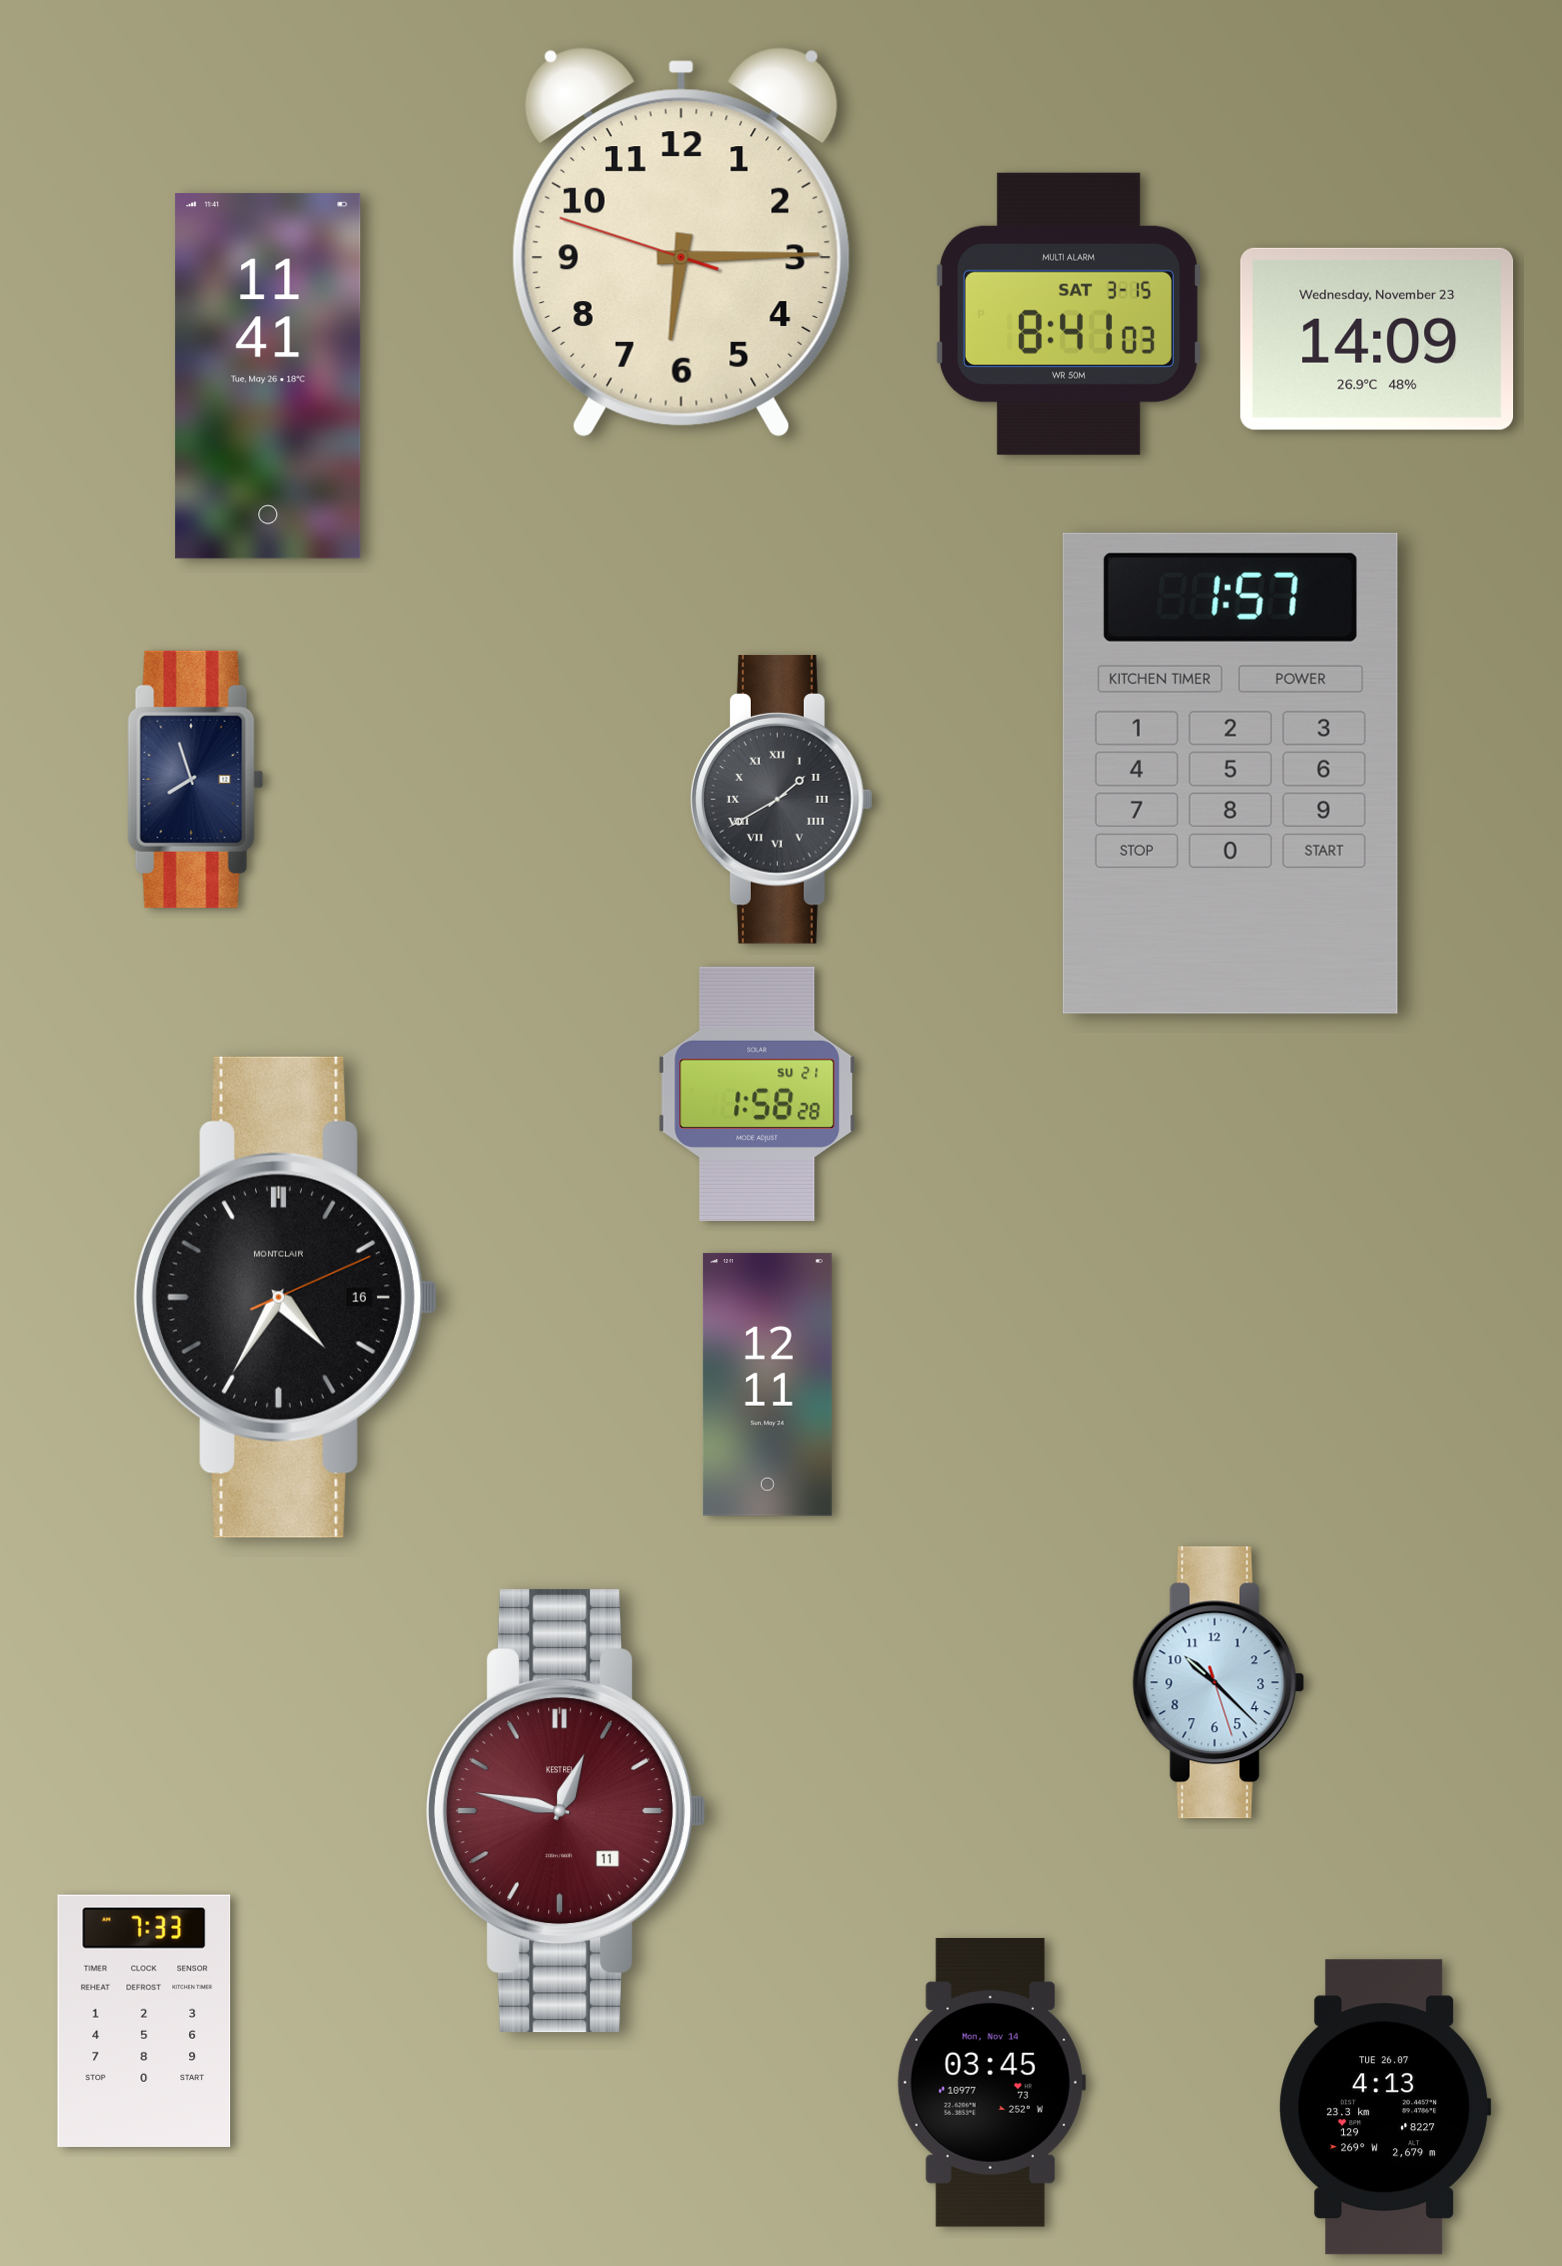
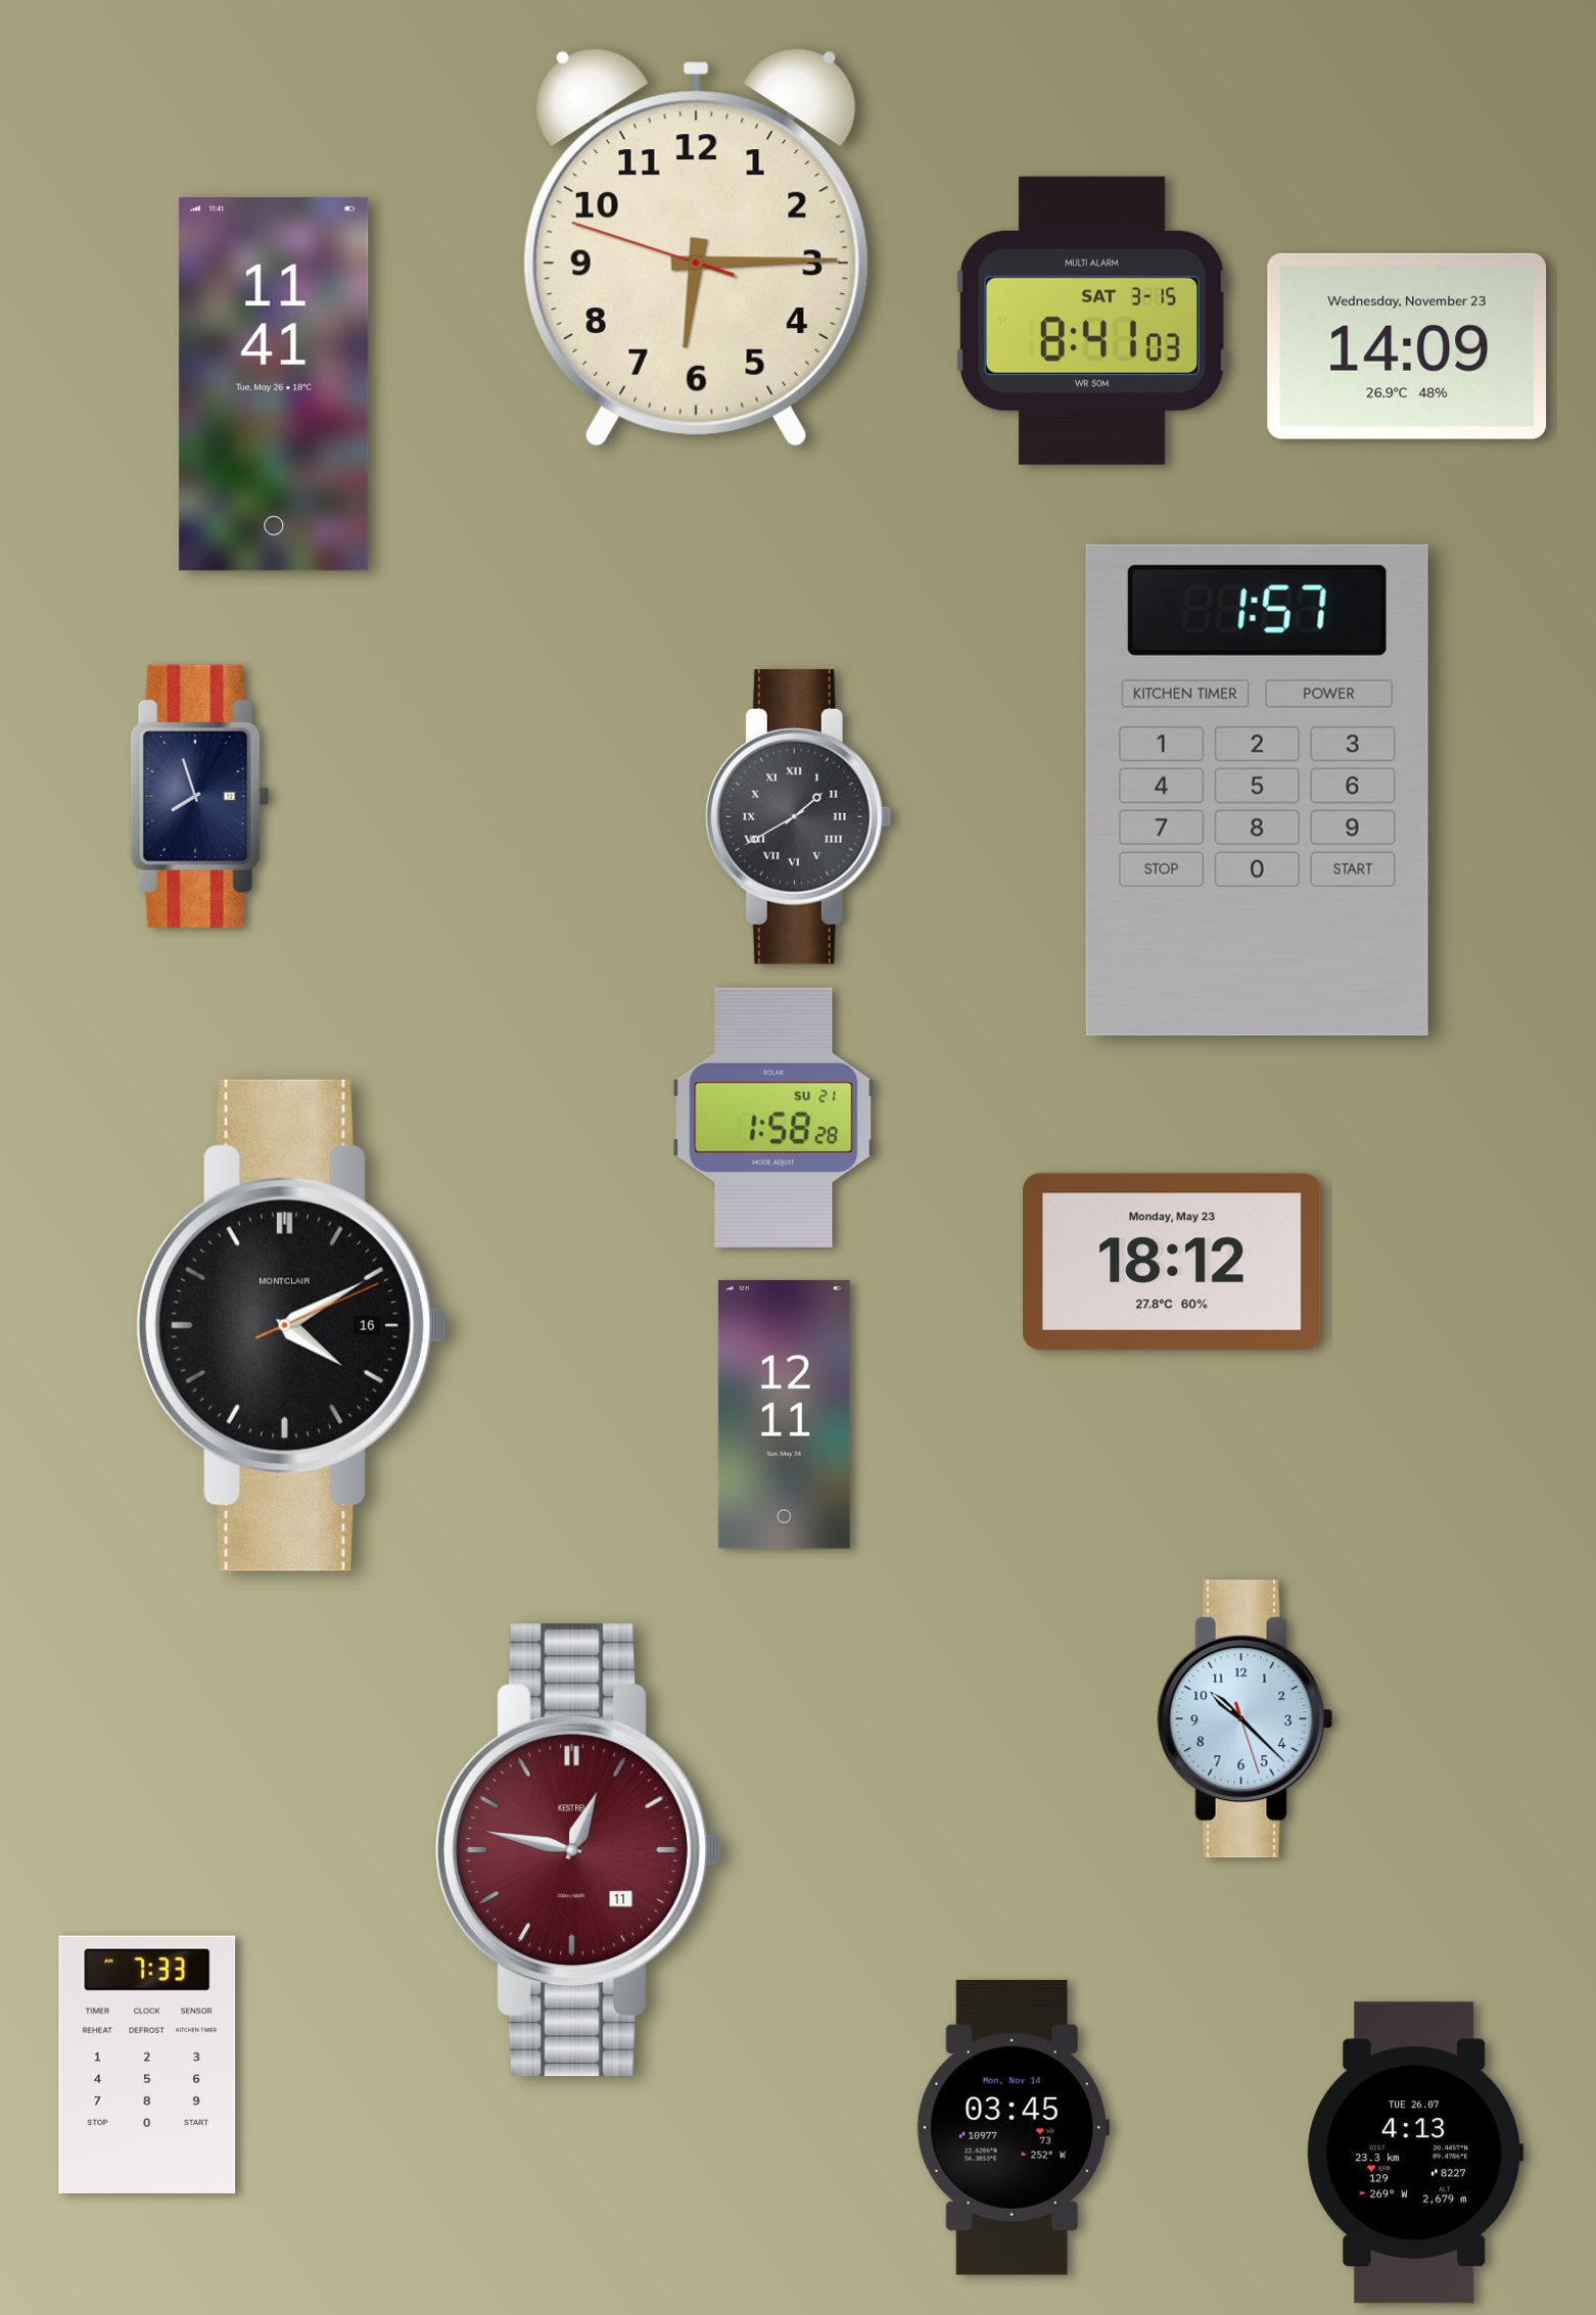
clock at (1172, 1262): none -> 18:12
clock at (286, 1297): 4:35 -> 4:10
